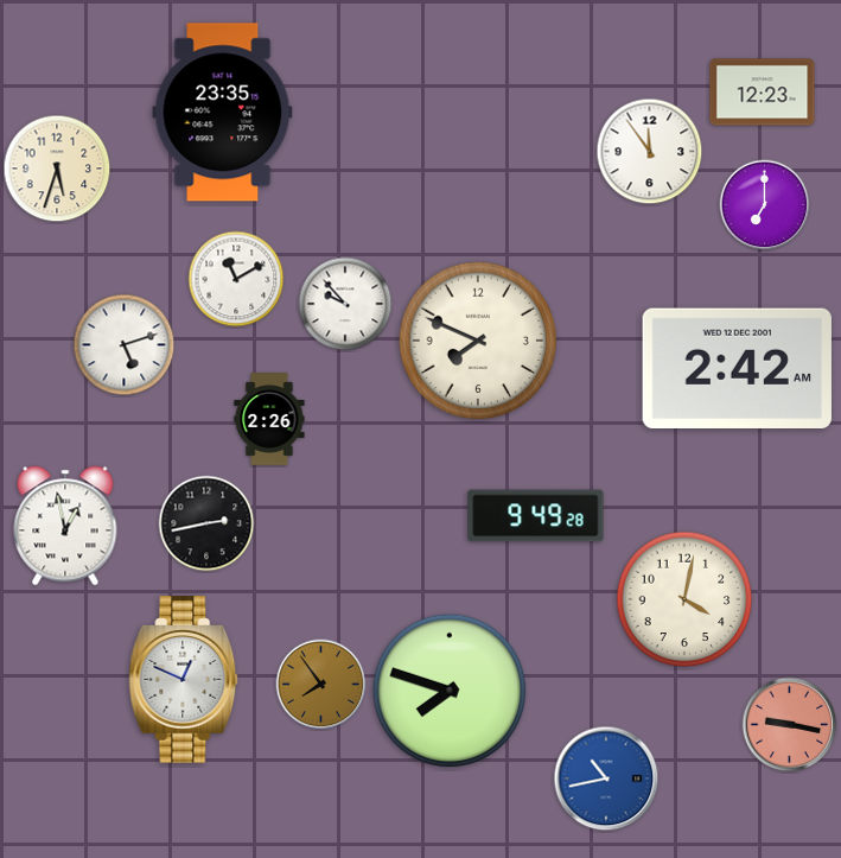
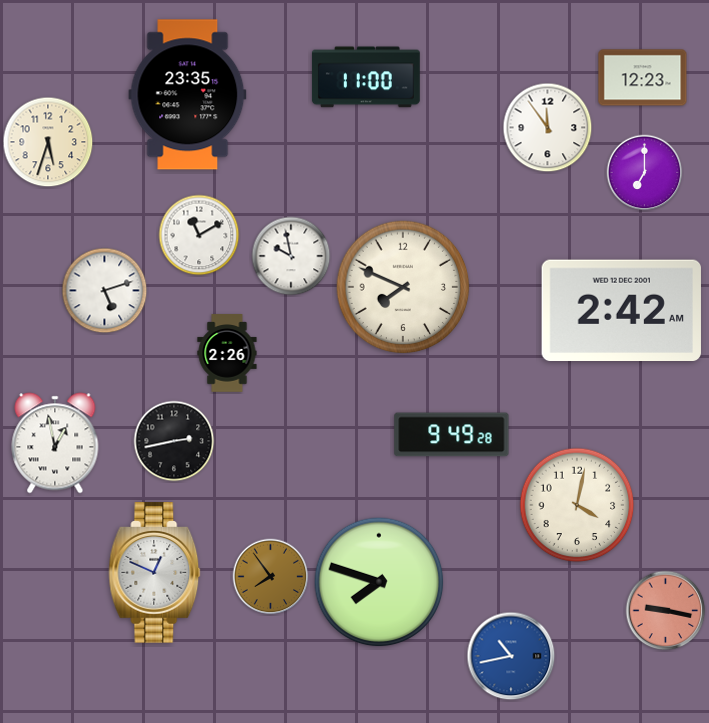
clock at (366, 77): none -> 11:00
clock at (345, 304): 9:53 -> 9:58
